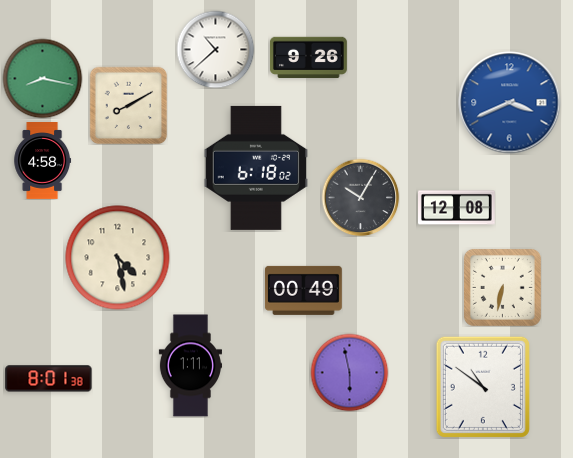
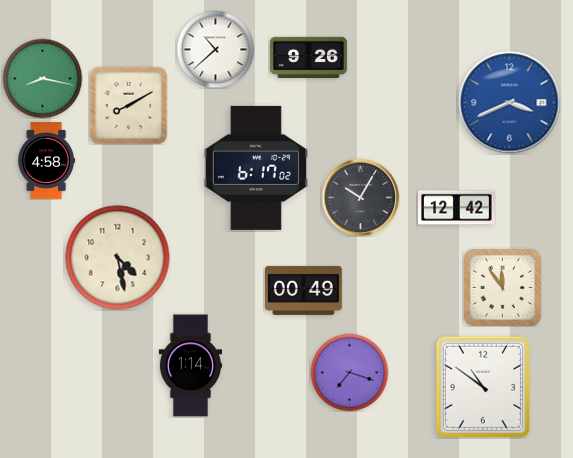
clock at (43, 161) position: (43, 161) -> (47, 161)
clock at (255, 168): 6:18 -> 6:17
clock at (457, 208): 12:08 -> 12:42
clock at (502, 287): 6:32 -> 11:54
clock at (190, 366): 1:11 -> 1:14
clock at (349, 372): 5:58 -> 7:18
clock at (49, 379): 8:01 -> none
